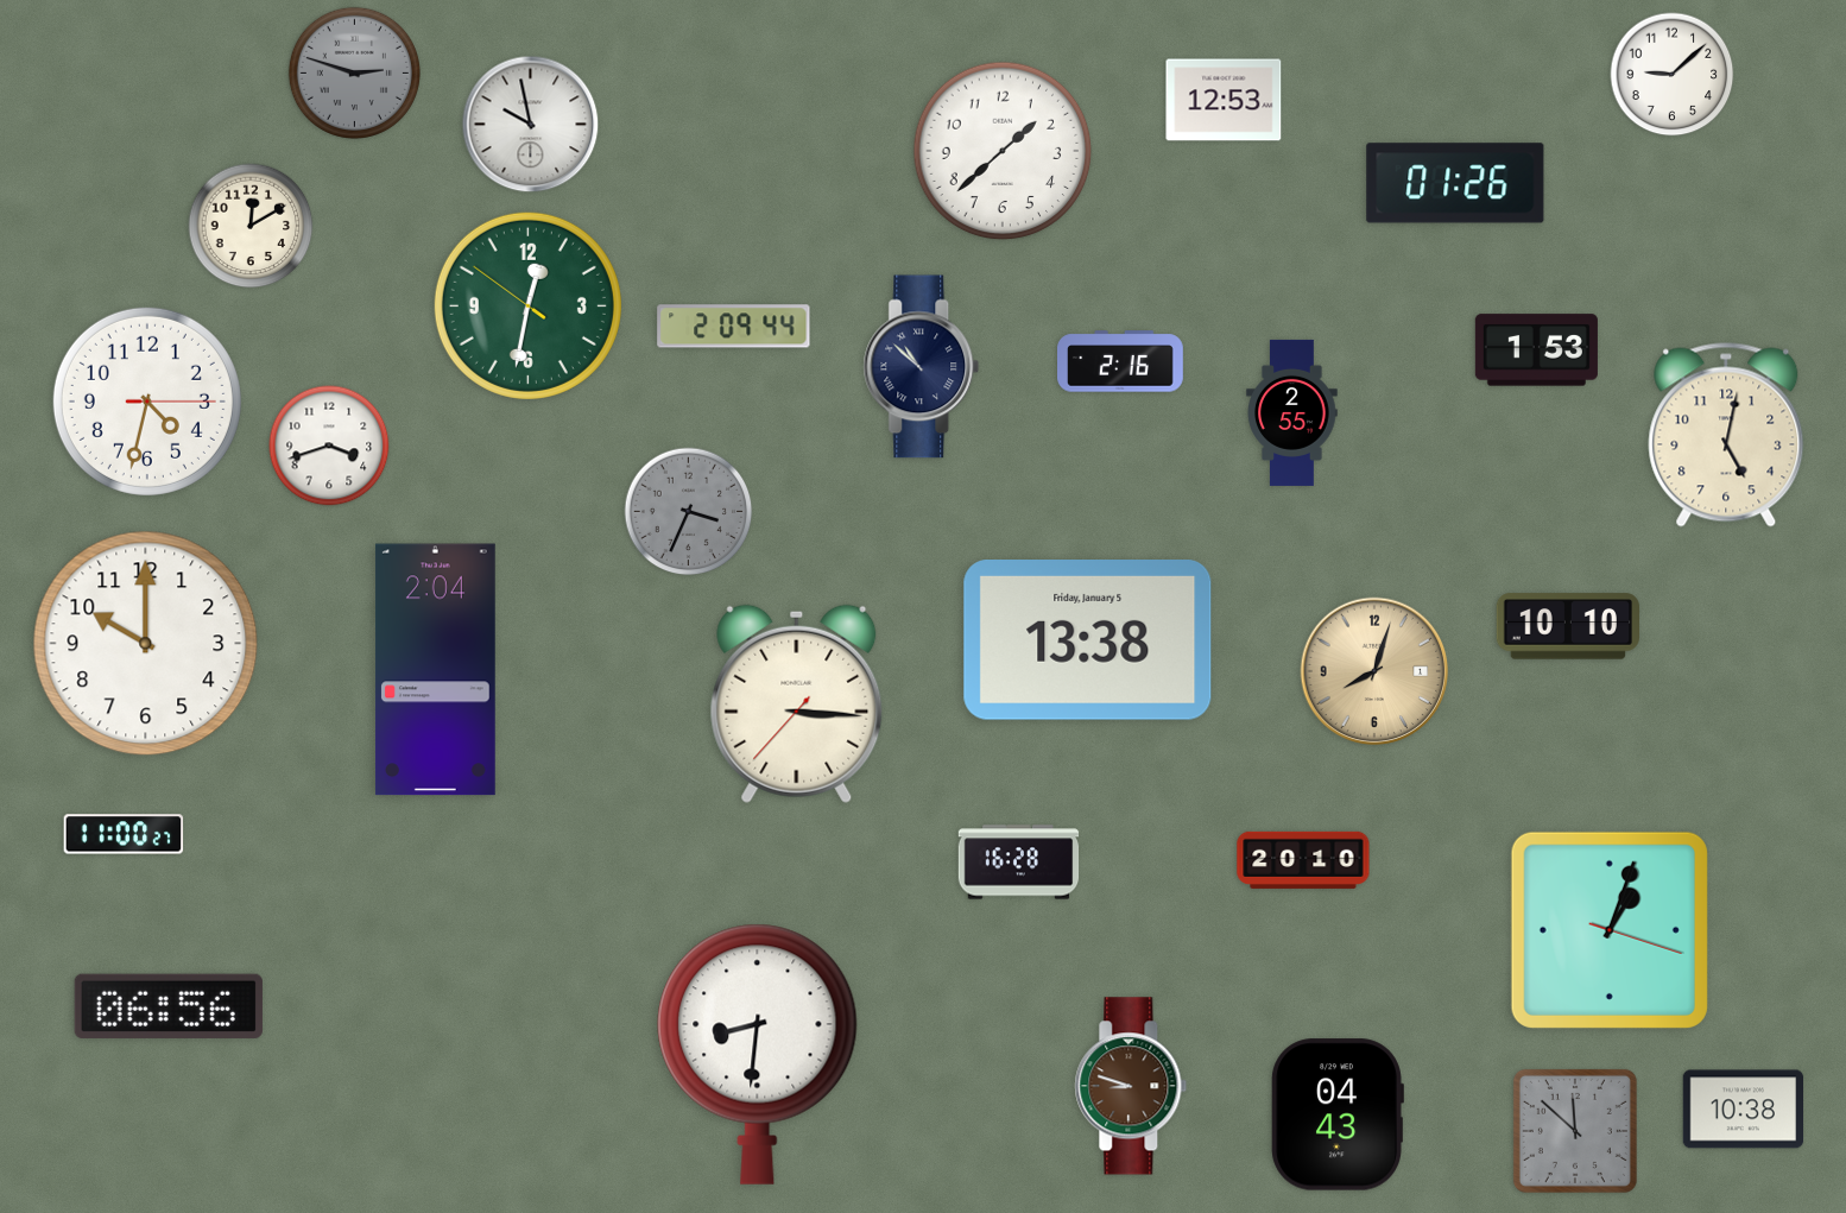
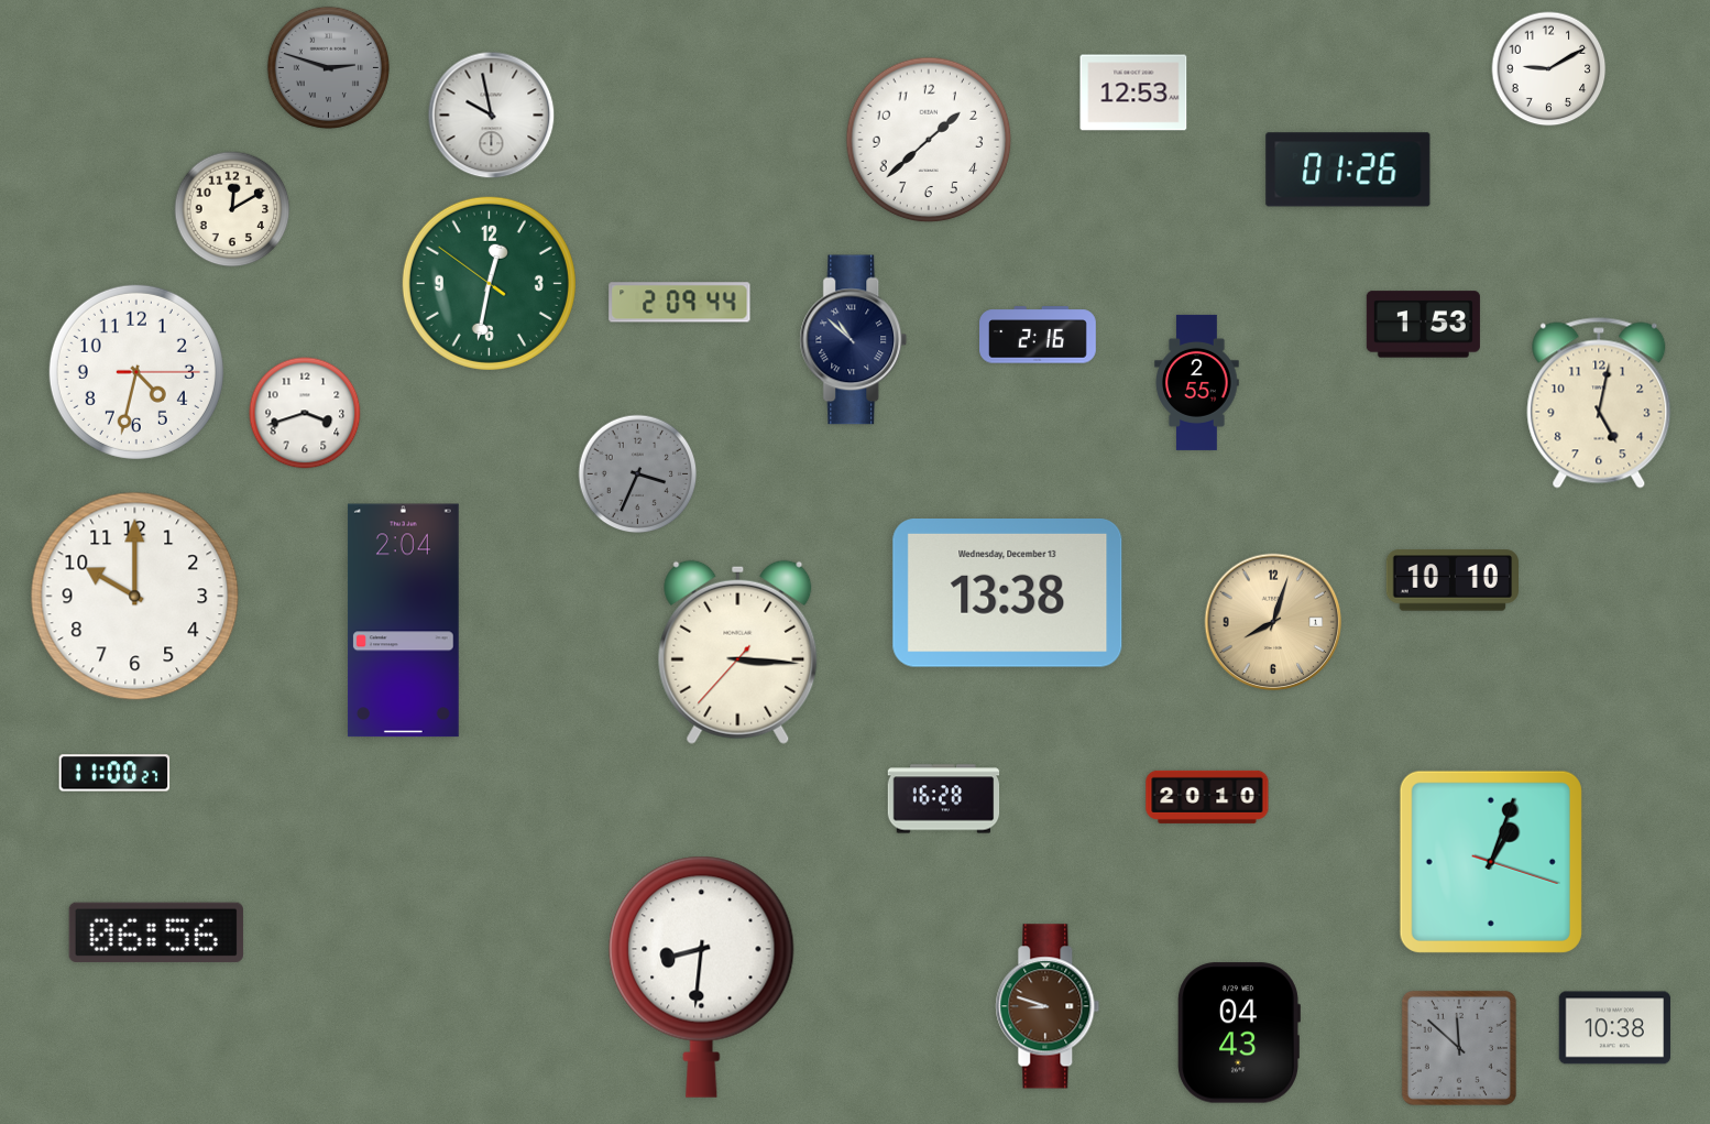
clock at (1673, 75): 9:08 -> 9:10
clock at (1088, 640) date: Friday, January 5 -> Wednesday, December 13
